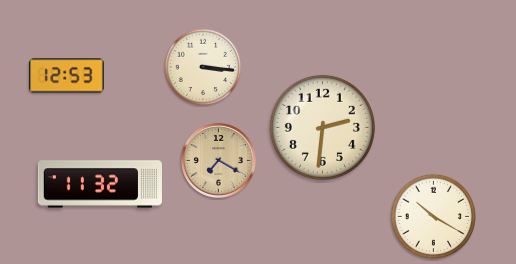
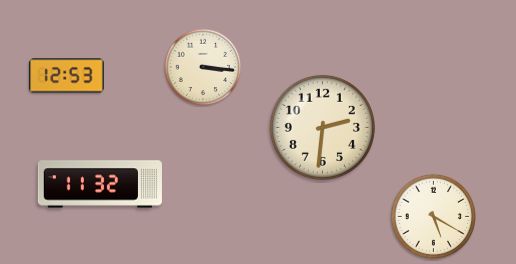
clock at (218, 160): 7:20 -> none
clock at (434, 217): 10:20 -> 5:20
